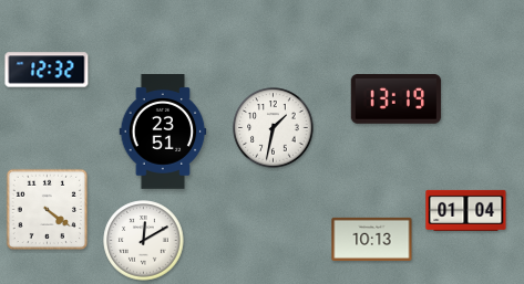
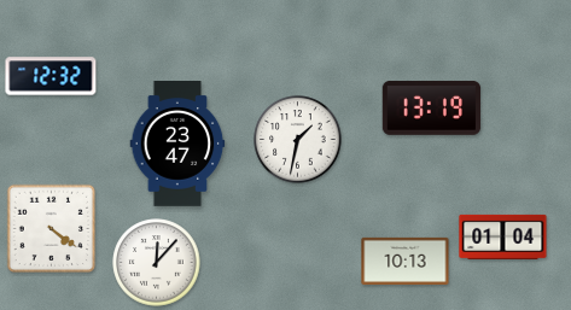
clock at (163, 133): 23:51 -> 23:47
clock at (466, 210) position: (466, 210) -> (503, 236)
clock at (144, 241): 12:10 -> 12:07
